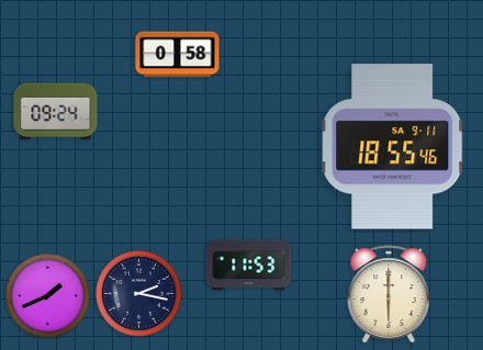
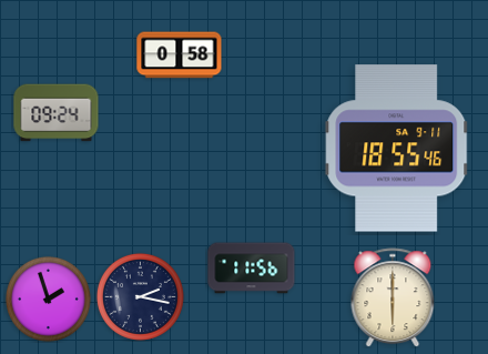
clock at (249, 266): 11:53 -> 11:56
clock at (47, 295): 1:41 -> 1:57
